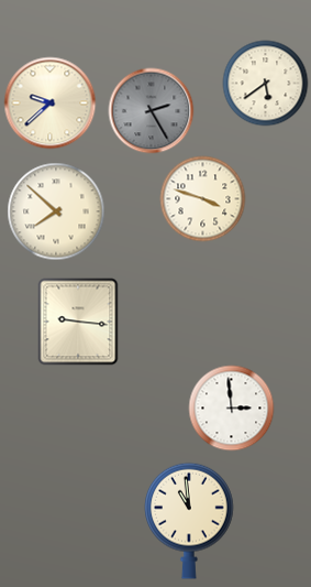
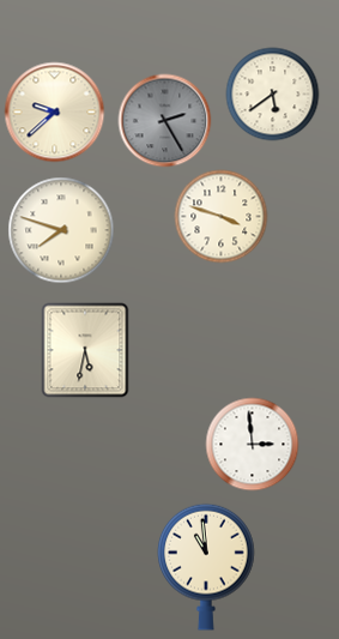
clock at (265, 83) position: (265, 83) -> (272, 94)
clock at (56, 211): 7:52 -> 7:48
clock at (78, 322): 9:16 -> 5:32
